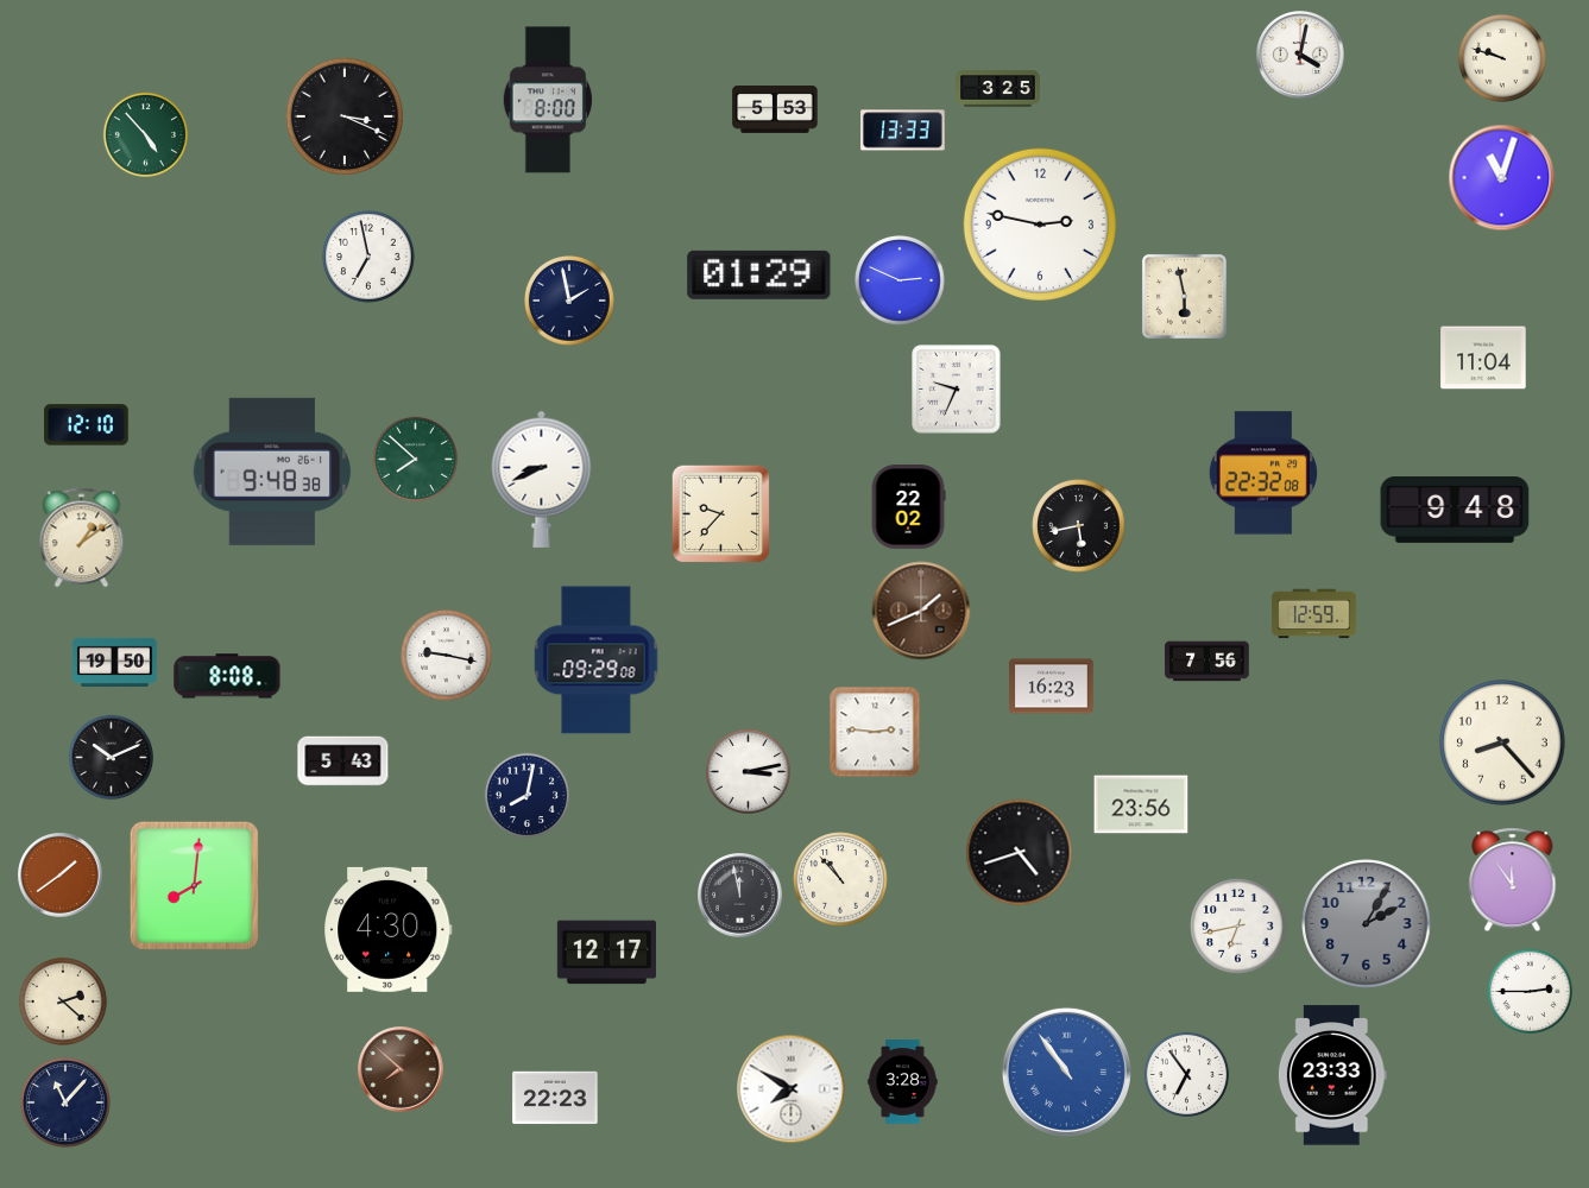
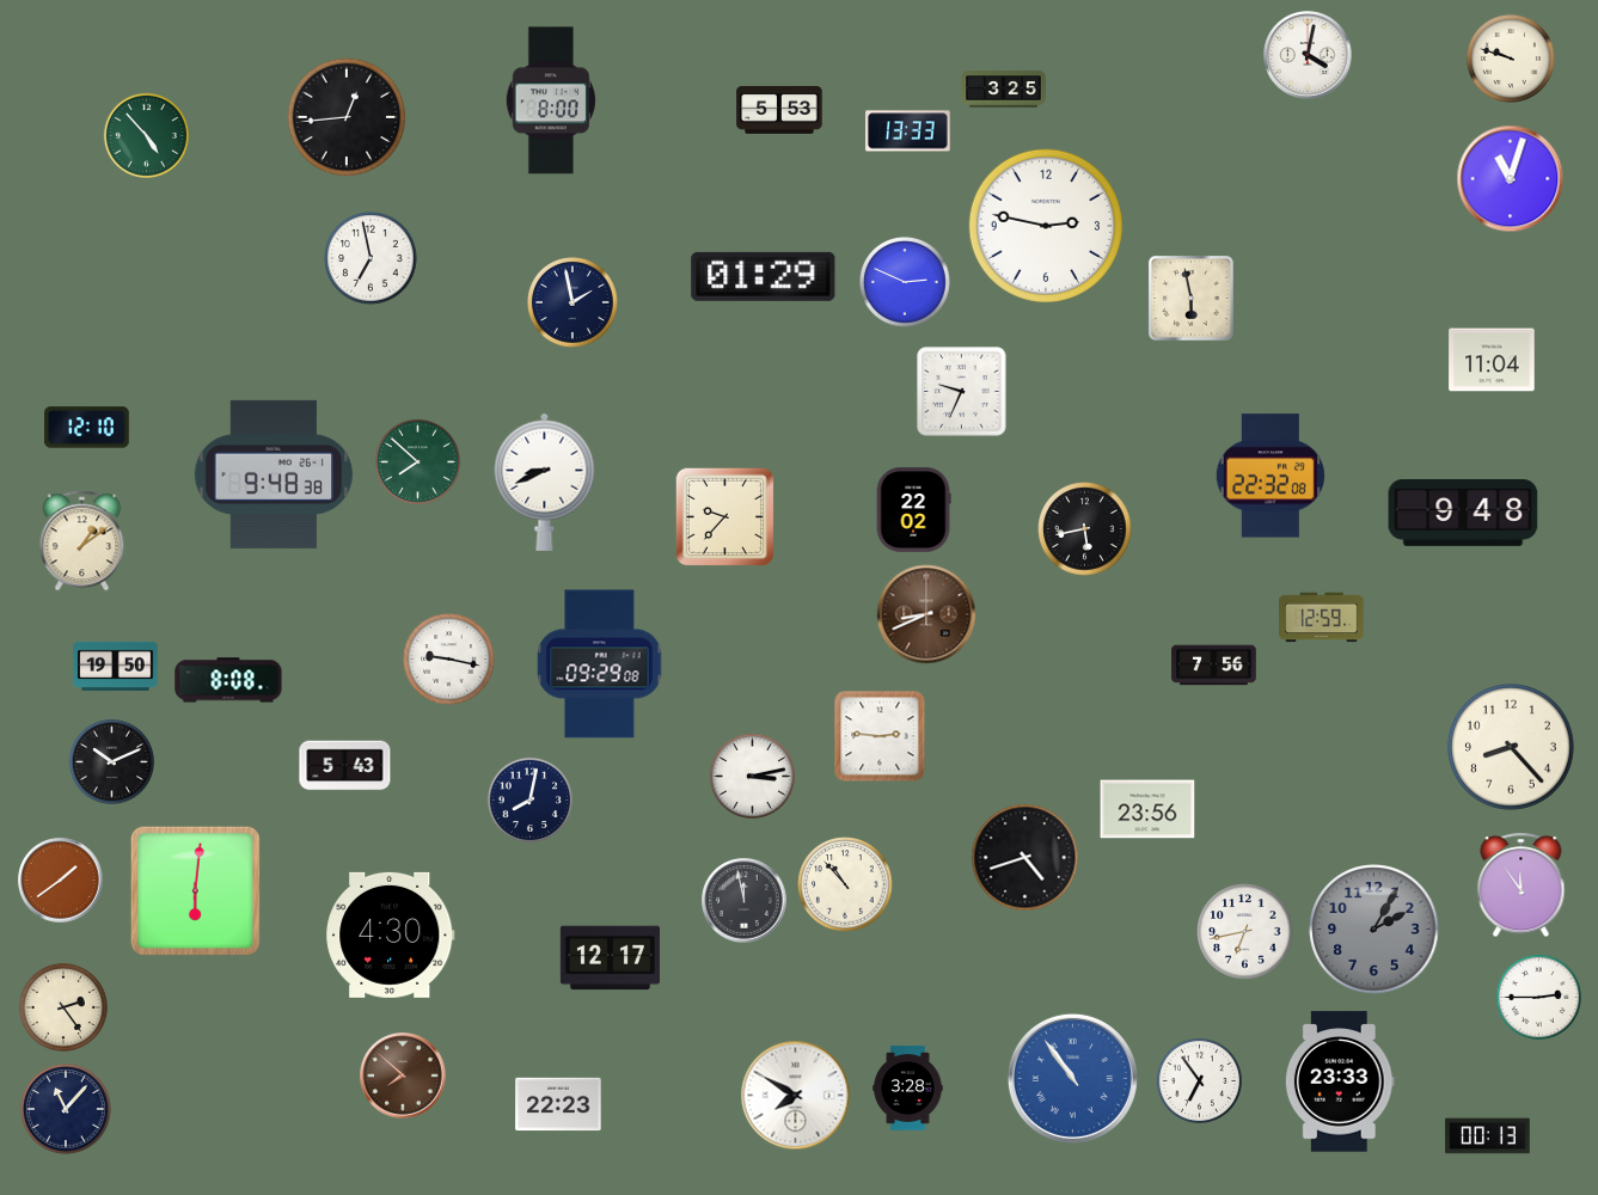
clock at (345, 116): 3:19 -> 12:44
clock at (921, 611): 1:41 -> 8:41
clock at (1052, 687): 16:23 -> none
clock at (194, 885): 8:01 -> 6:01
clock at (63, 1001): 2:22 -> 2:24
clock at (1186, 1074) position: (1186, 1074) -> (1199, 1080)
clock at (1488, 1136): none -> 00:13
